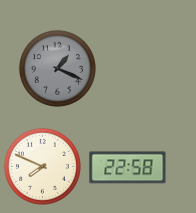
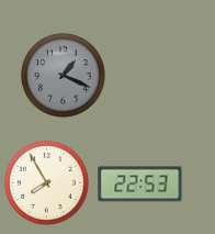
clock at (42, 166): 7:49 -> 7:55
clock at (128, 168): 22:58 -> 22:53
